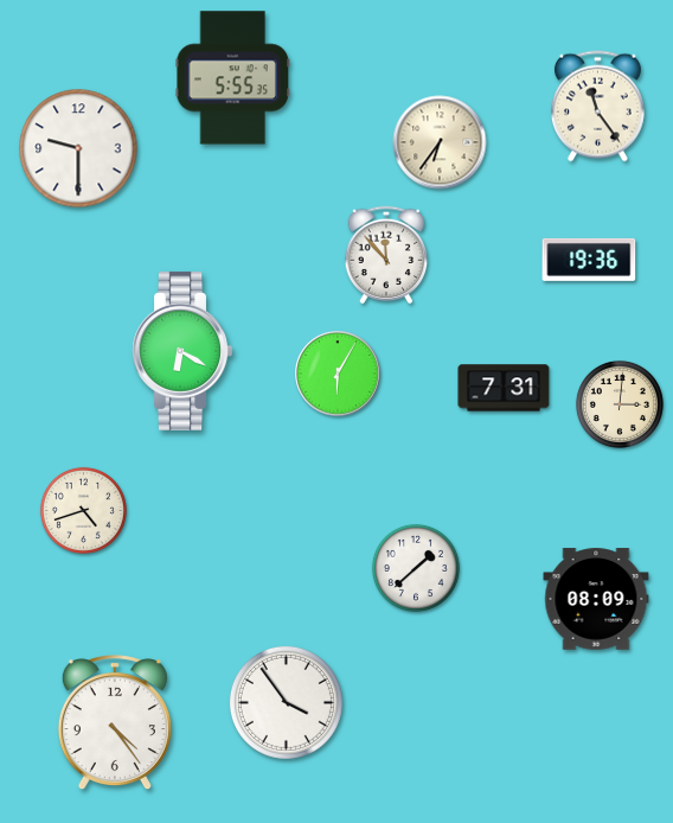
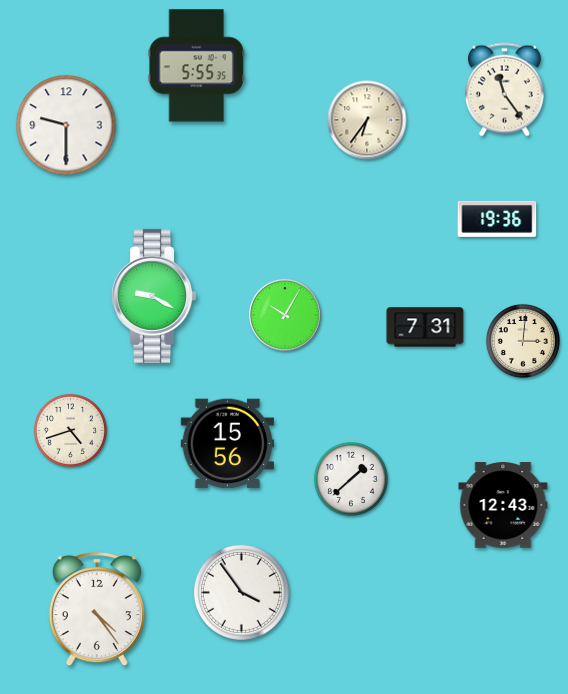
clock at (440, 142) position: (440, 142) -> (367, 120)
clock at (386, 255): 11:53 -> none
clock at (181, 351): 6:20 -> 9:20
clock at (338, 374): 6:05 -> 10:05
clock at (227, 444): none -> 15:56
clock at (596, 599): 08:09 -> 12:43
